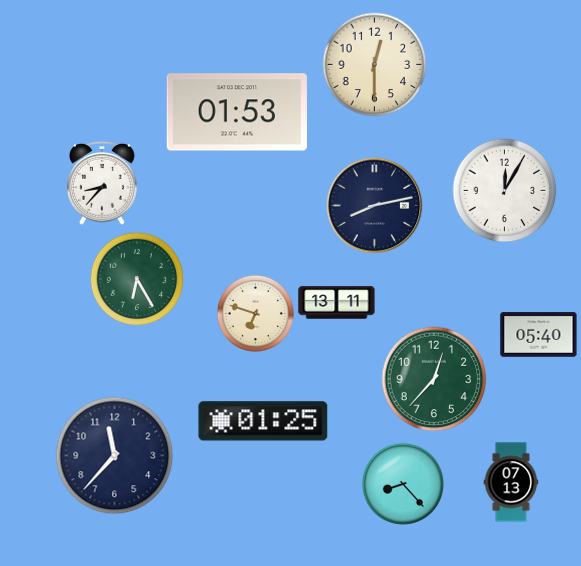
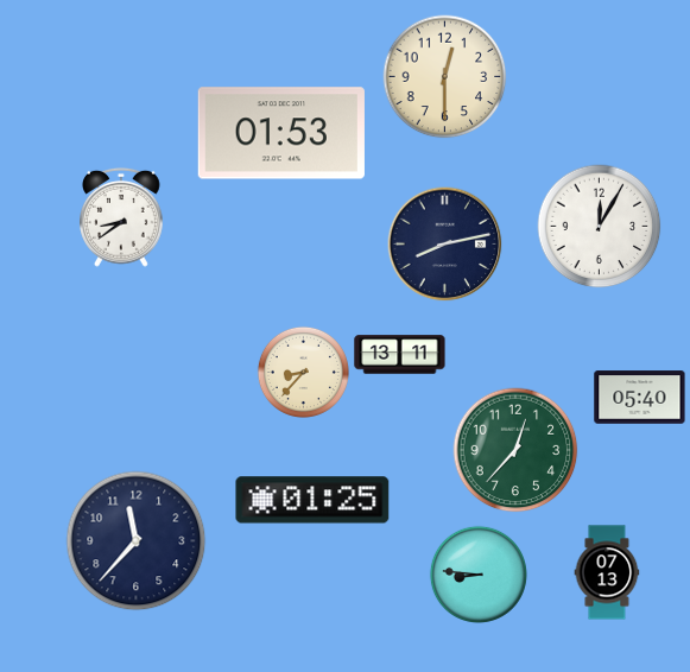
clock at (103, 183): 8:37 -> 8:39
clock at (137, 279): 6:25 -> none
clock at (337, 303) position: (337, 303) -> (400, 355)
clock at (255, 313): 6:48 -> 8:37
clock at (403, 484): 8:23 -> 8:46
